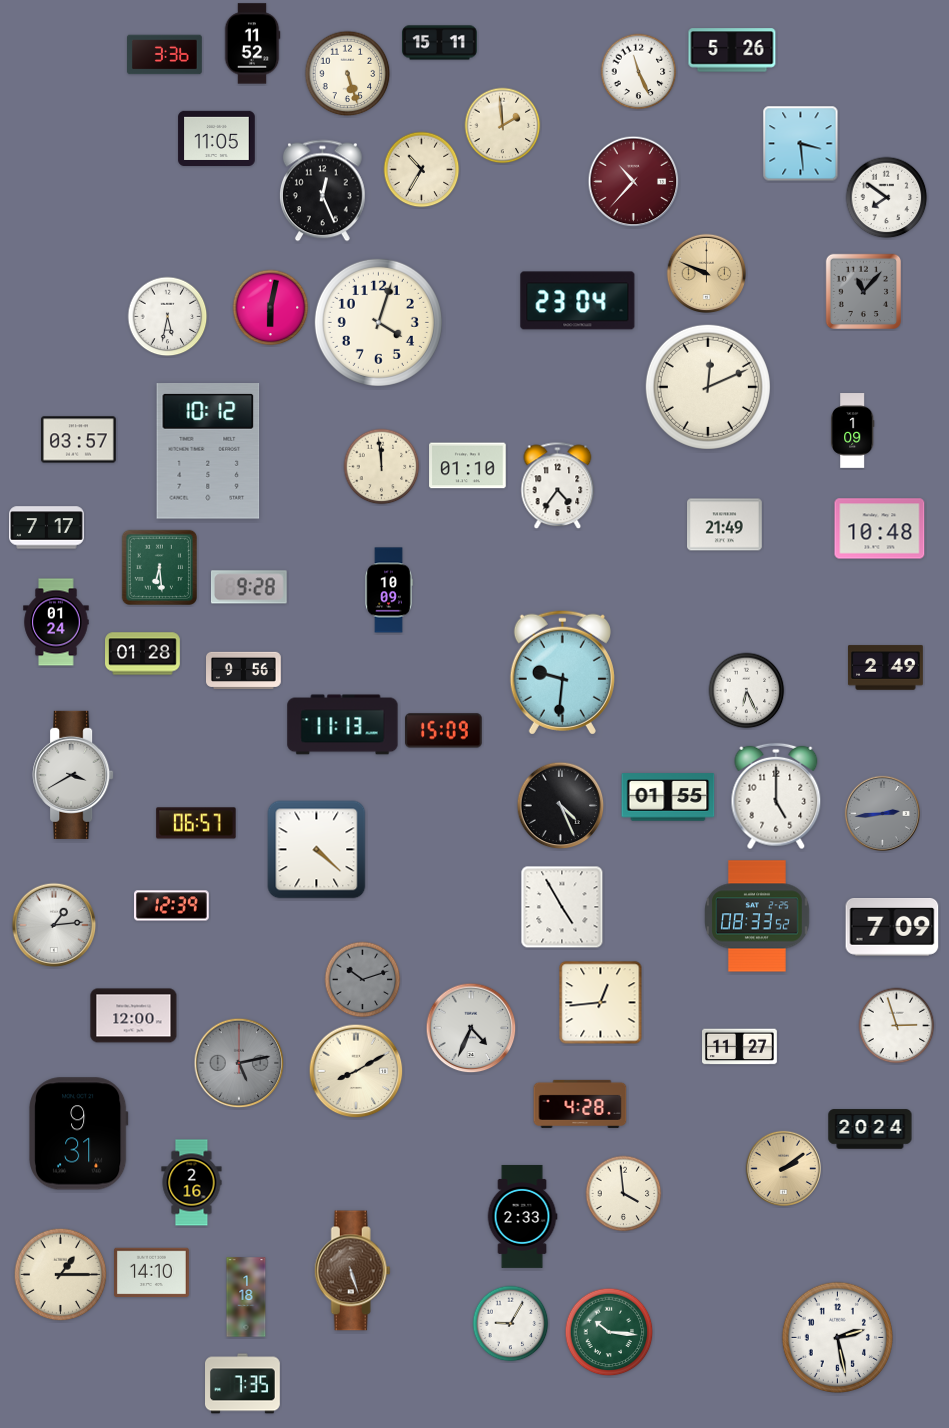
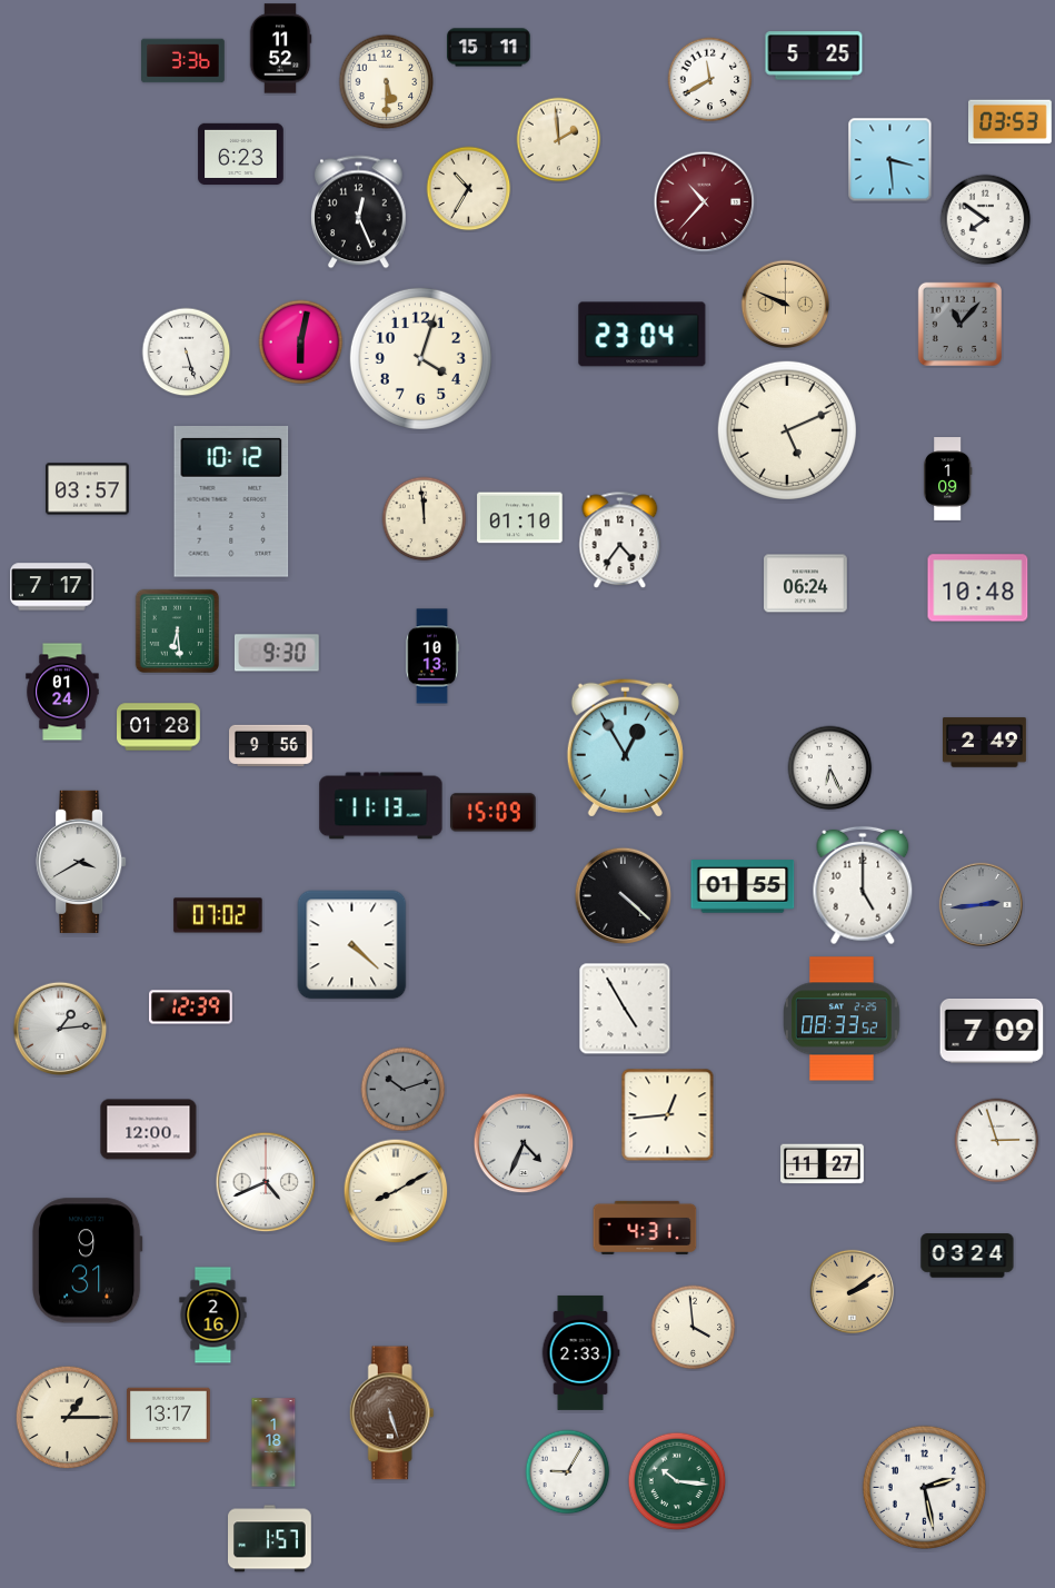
clock at (732, 50): 5:26 -> 5:25
clock at (639, 72): 11:26 -> 11:40
clock at (348, 74): 5:27 -> 5:30
clock at (1011, 122): none -> 03:53
clock at (217, 138): 11:05 -> 6:23
clock at (168, 317): 5:32 -> 5:27
clock at (708, 387): 12:11 -> 5:11
clock at (725, 525): 21:49 -> 06:24
clock at (249, 587): 9:28 -> 9:30
clock at (389, 590): 10:09 -> 10:13
clock at (562, 672): 9:31 -> 12:55
clock at (561, 806): 4:26 -> 4:22
clock at (196, 823): 06:57 -> 07:02
clock at (239, 1063): 5:13 -> 4:41
clock at (239, 1063) dial: grey -> white
clock at (580, 1104): 4:28 -> 4:31
clock at (870, 1129): 20:24 -> 03:24
clock at (783, 1168) position: (783, 1168) -> (852, 1291)
clock at (152, 1273): 14:10 -> 13:17
clock at (837, 1337) position: (837, 1337) -> (924, 1487)
clock at (243, 1384): 7:35 -> 1:57
